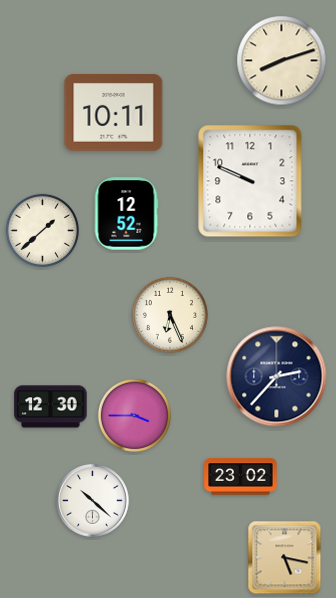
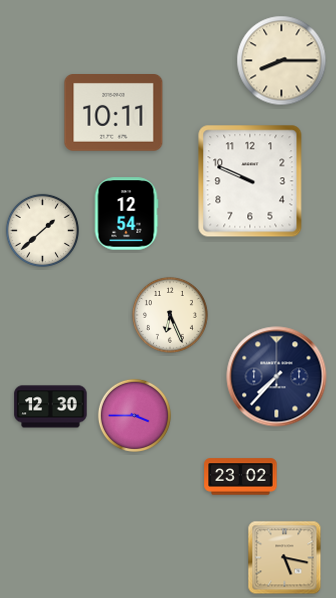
clock at (282, 61): 8:12 -> 8:15
clock at (126, 214): 12:52 -> 12:54
clock at (277, 377): 2:37 -> 7:37
clock at (93, 501): 10:22 -> none
